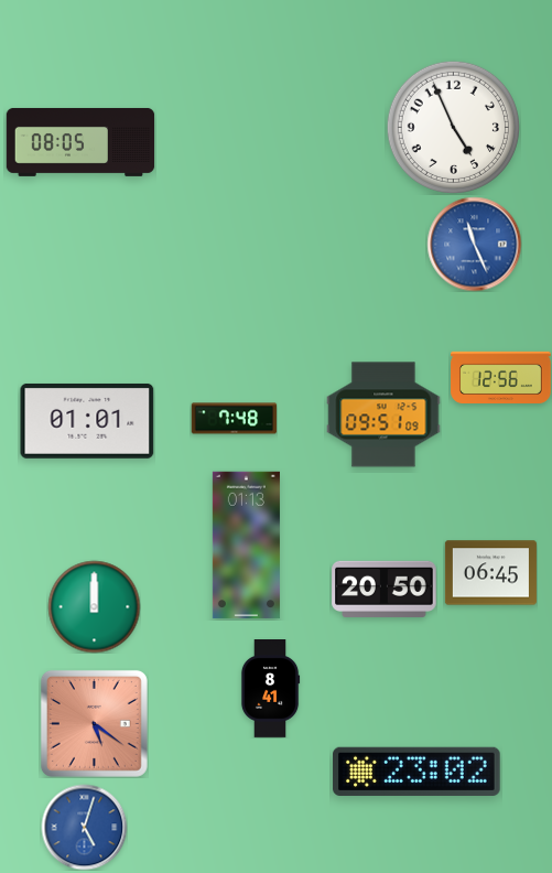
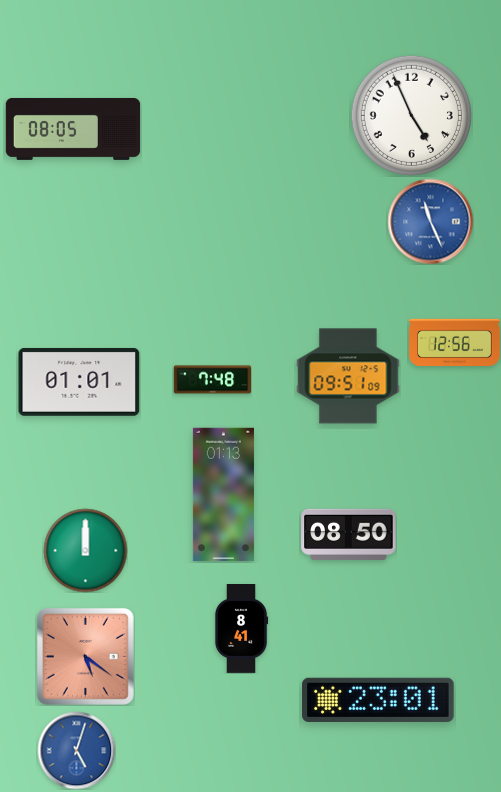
clock at (490, 573): 06:45 -> none
clock at (385, 589): 20:50 -> 08:50
clock at (270, 689) position: (270, 689) -> (241, 629)
clock at (416, 772): 23:02 -> 23:01
